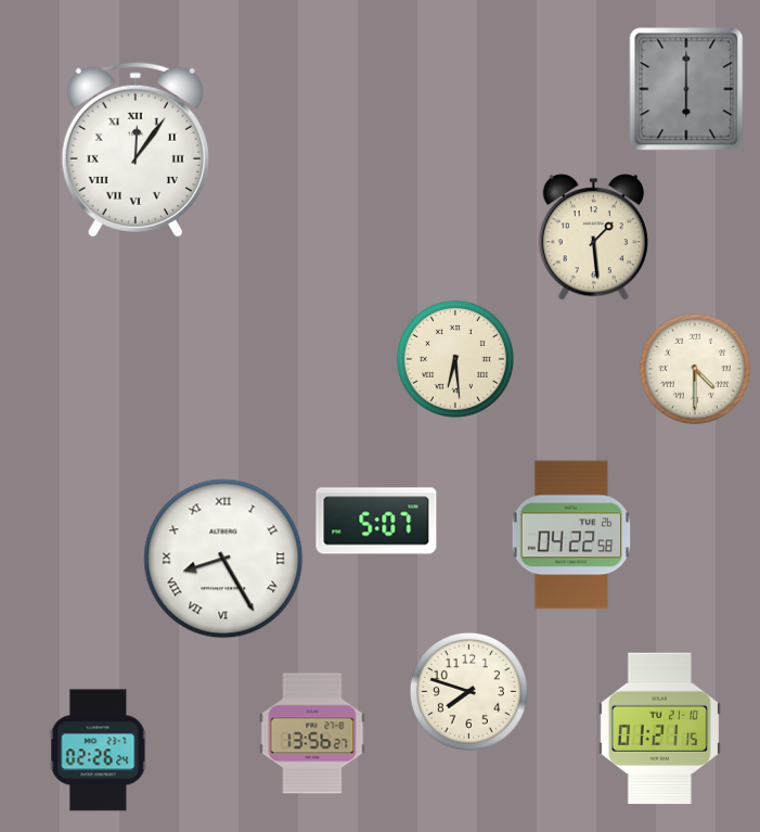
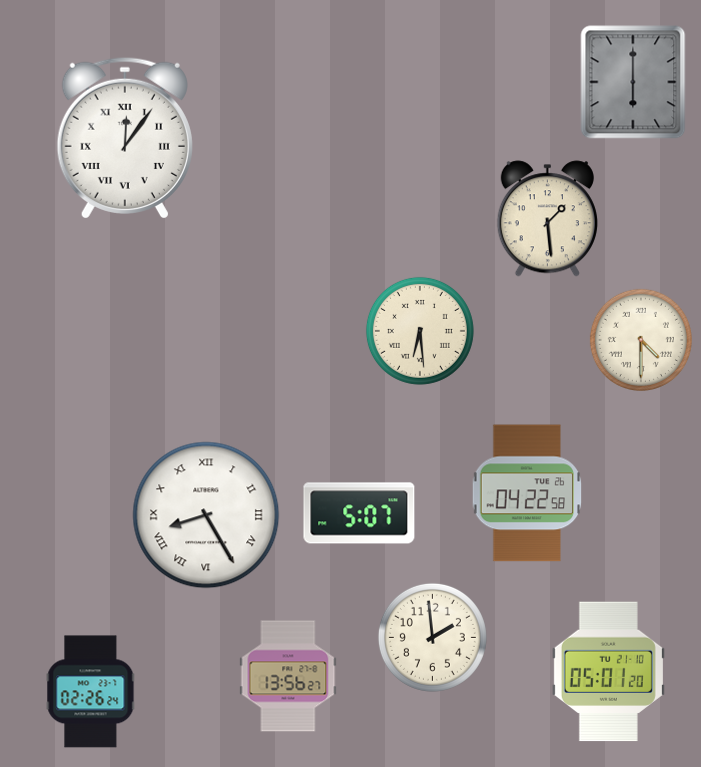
clock at (376, 521) position: (376, 521) -> (359, 513)
clock at (468, 691): 7:48 -> 1:59
clock at (659, 729): 01:21 -> 05:01
